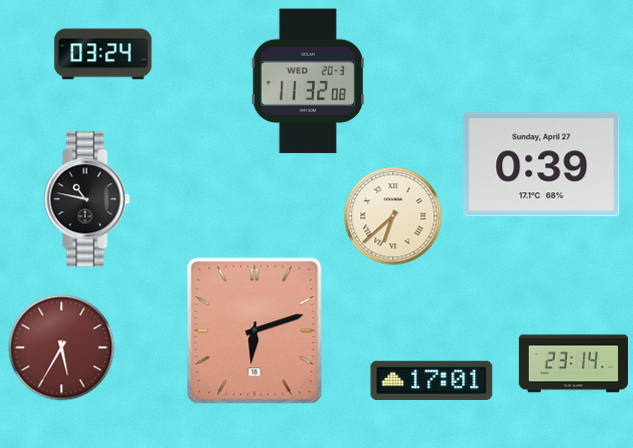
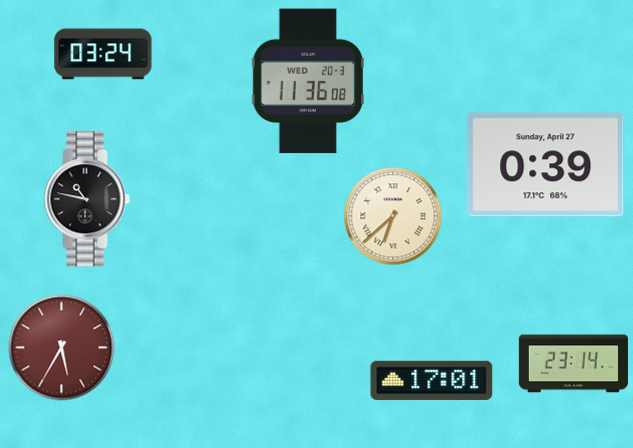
clock at (308, 81): 11:32 -> 11:36
clock at (542, 165) position: (542, 165) -> (546, 165)
clock at (255, 331): 6:12 -> none
